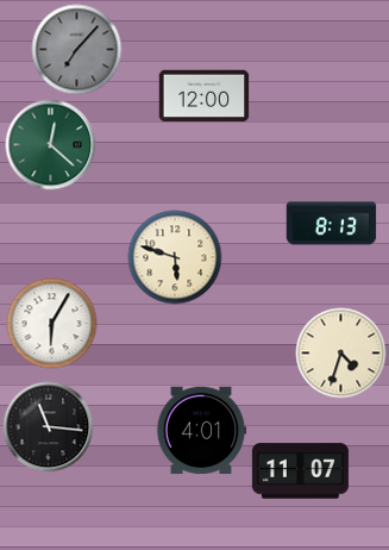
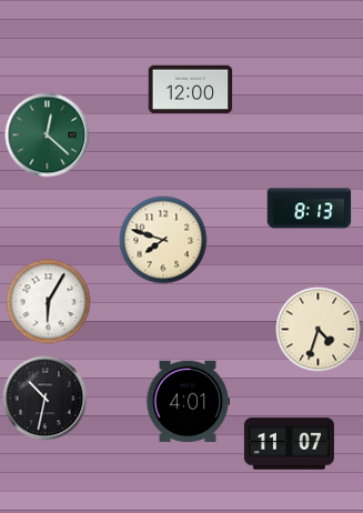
clock at (77, 50): 7:07 -> none
clock at (175, 257): 5:48 -> 7:48
clock at (49, 427): 11:16 -> 10:32
clock at (300, 471) position: (300, 471) -> (289, 444)
